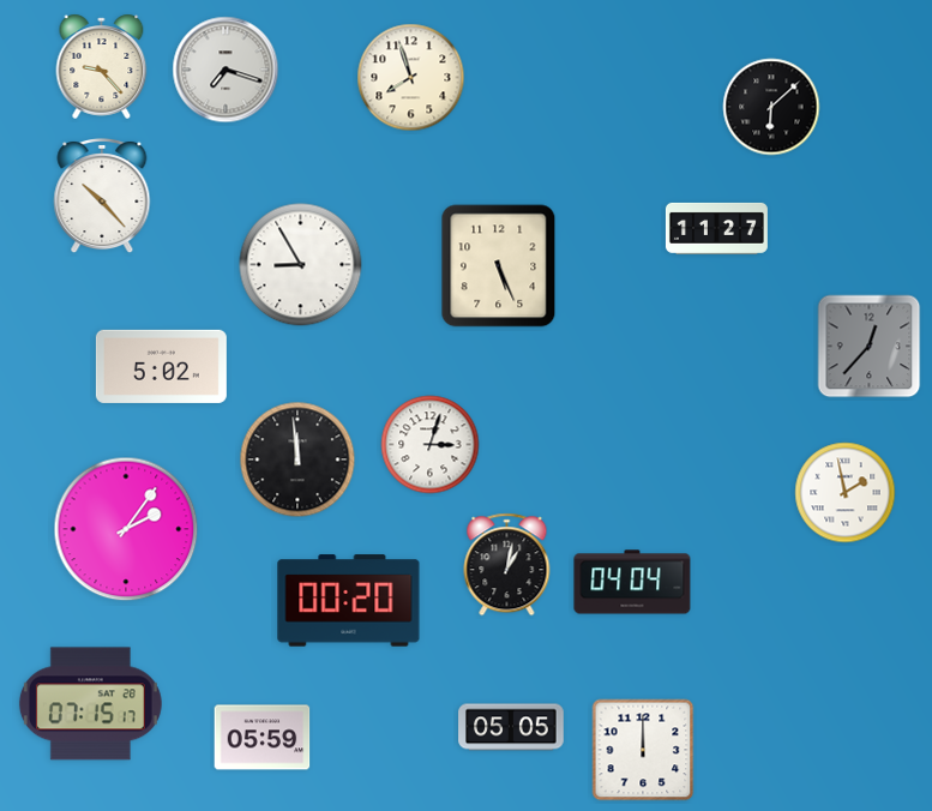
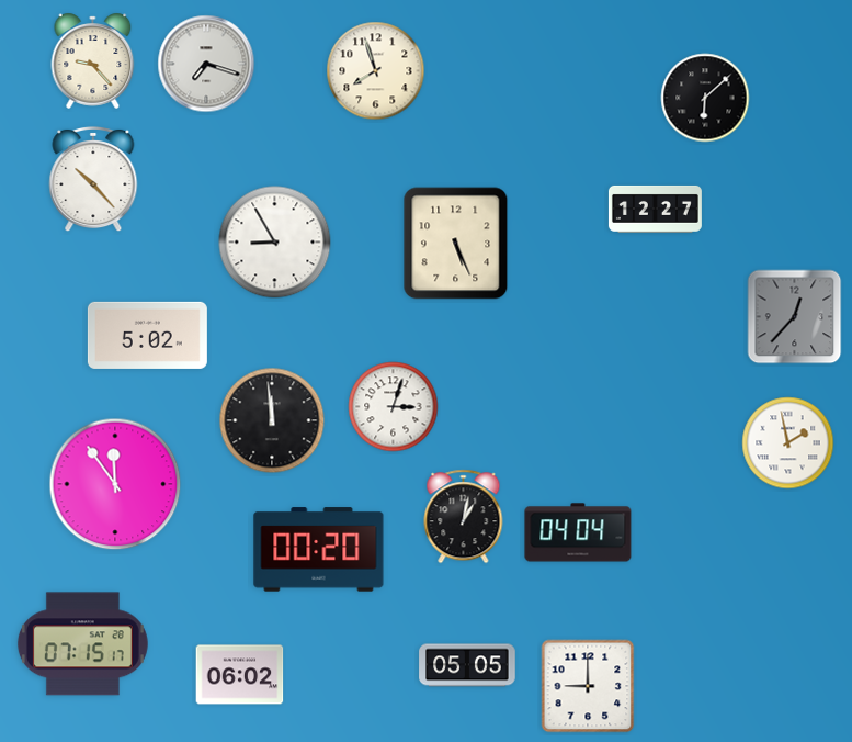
clock at (716, 228): 11:27 -> 12:27
clock at (846, 493) position: (846, 493) -> (788, 443)
clock at (126, 529): 2:06 -> 11:54
clock at (263, 738): 05:59 -> 06:02
clock at (643, 750): 12:00 -> 9:00
